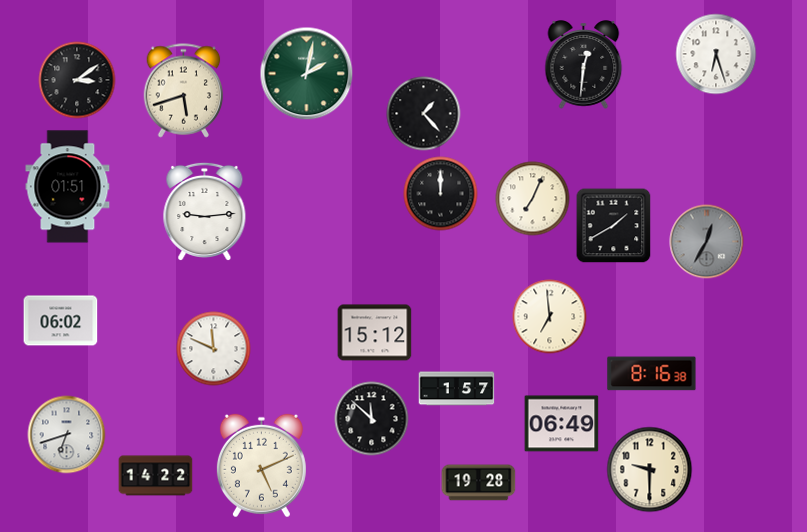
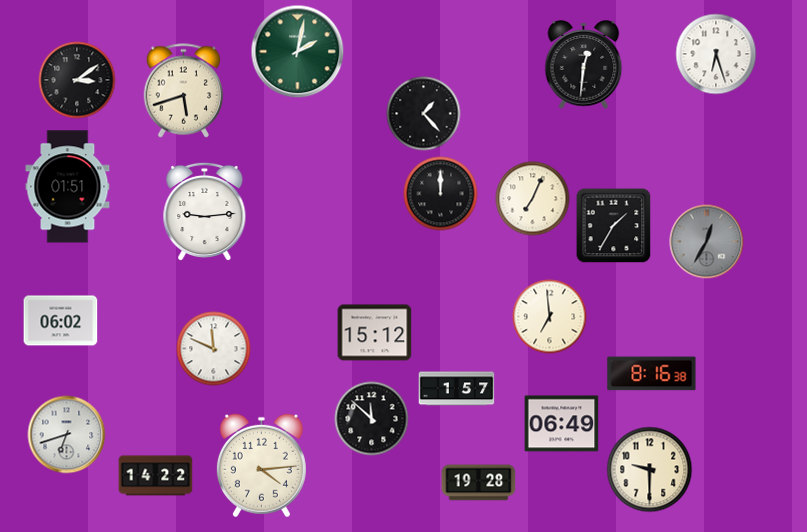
clock at (307, 74) position: (307, 74) -> (298, 52)
clock at (614, 226): 1:40 -> 1:35
clock at (261, 466): 5:11 -> 4:14
